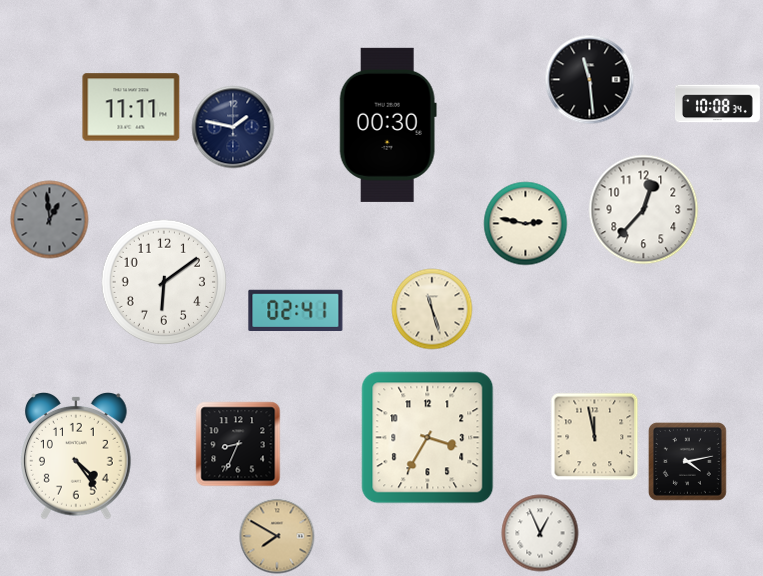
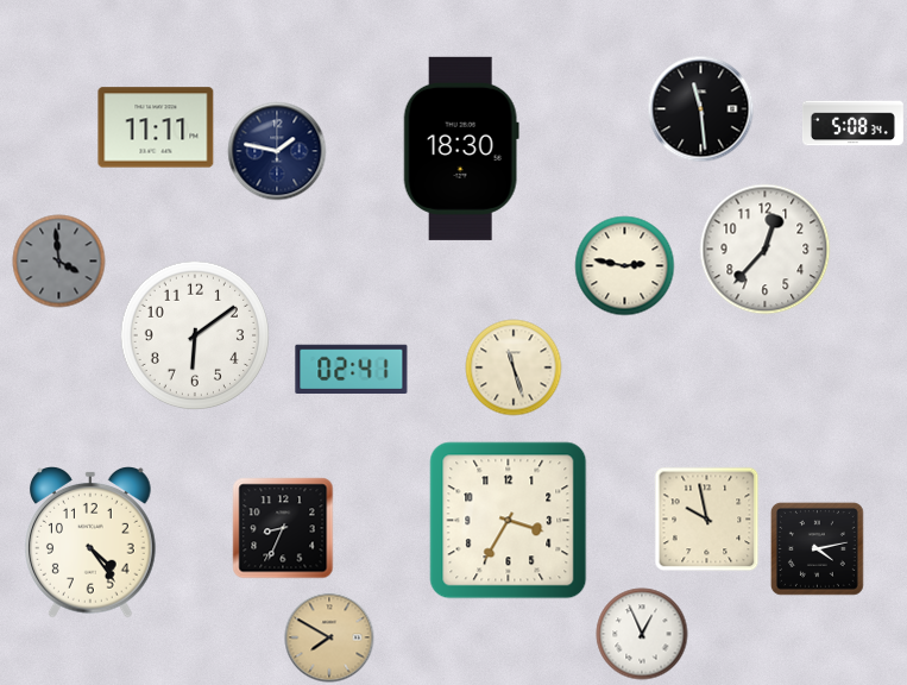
clock at (590, 80) position: (590, 80) -> (701, 109)
clock at (718, 104): 10:08 -> 5:08
clock at (388, 125): 00:30 -> 18:30
clock at (50, 220): 12:59 -> 3:59
clock at (595, 437): 11:58 -> 9:58
